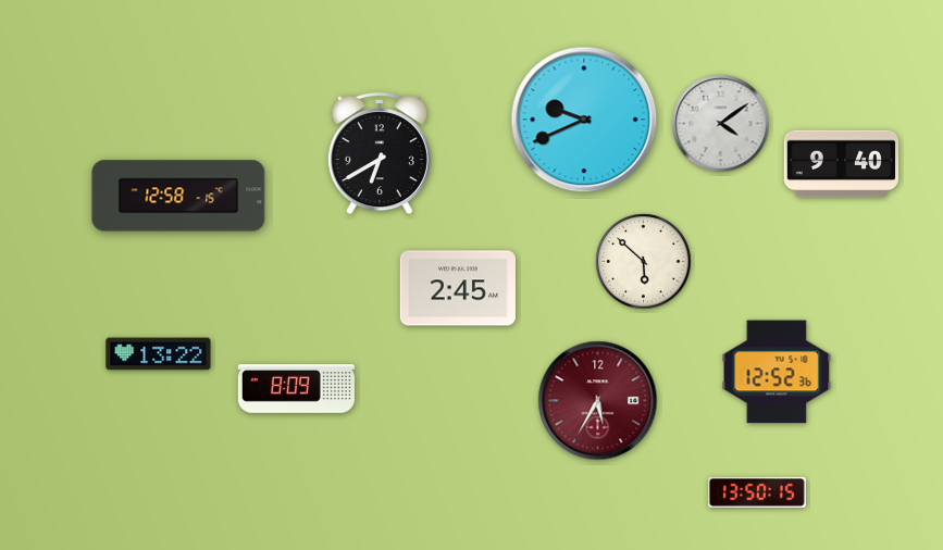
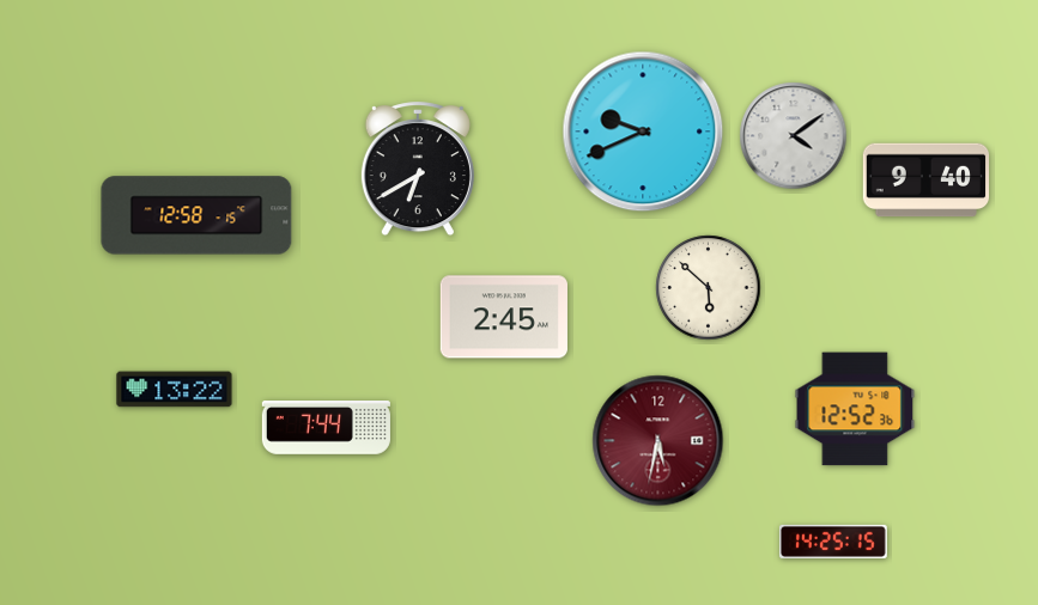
clock at (296, 389): 8:09 -> 7:44
clock at (598, 401): 5:35 -> 5:32
clock at (757, 492): 13:50 -> 14:25
